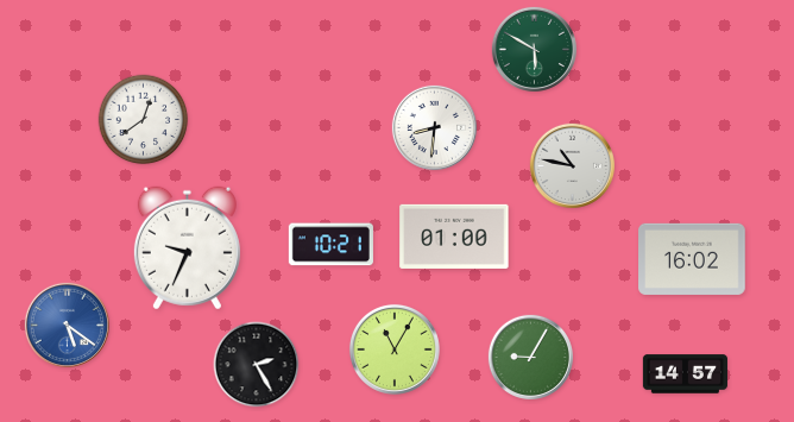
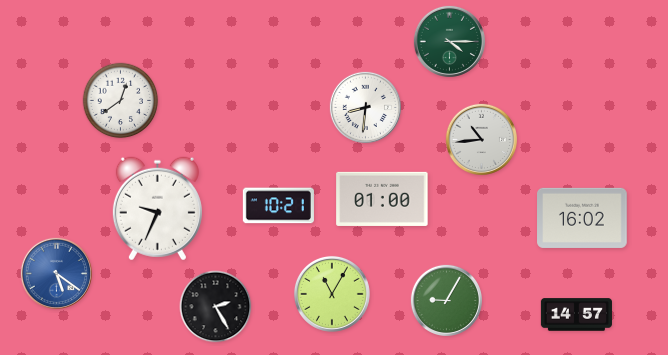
clock at (534, 49): 5:50 -> 4:15
clock at (572, 165): 10:47 -> 10:44
